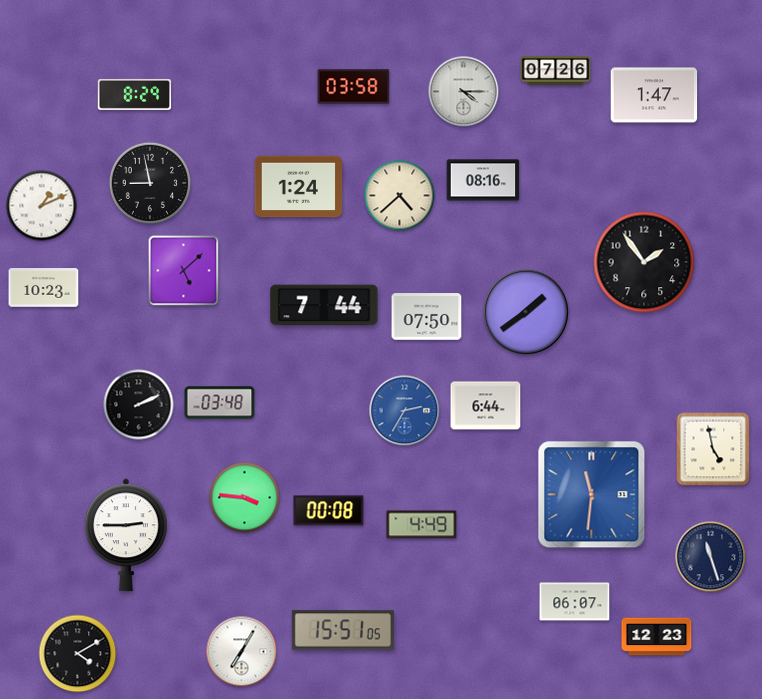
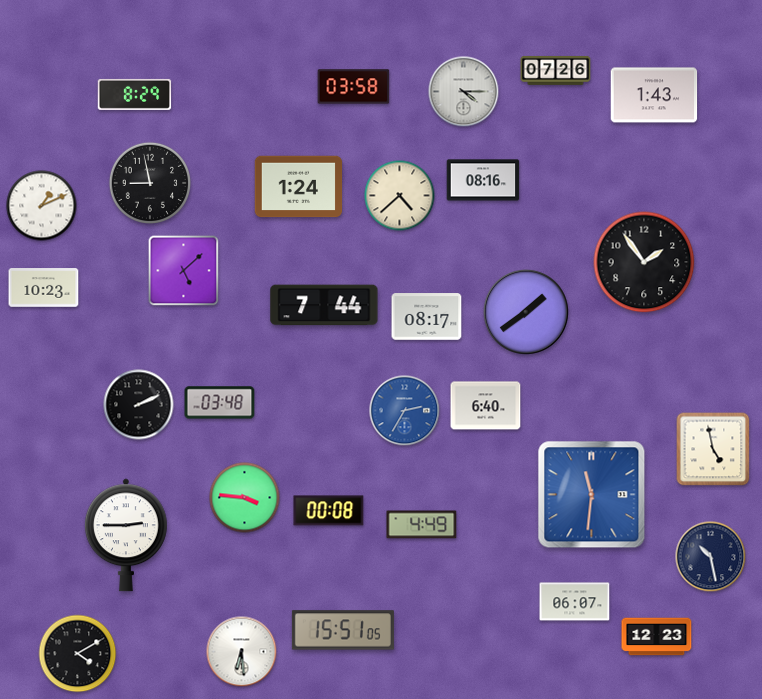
clock at (654, 95): 1:47 -> 1:43
clock at (427, 317): 07:50 -> 08:17
clock at (486, 406): 6:44 -> 6:40
clock at (711, 557): 11:27 -> 10:28
clock at (242, 652): 7:05 -> 6:29
